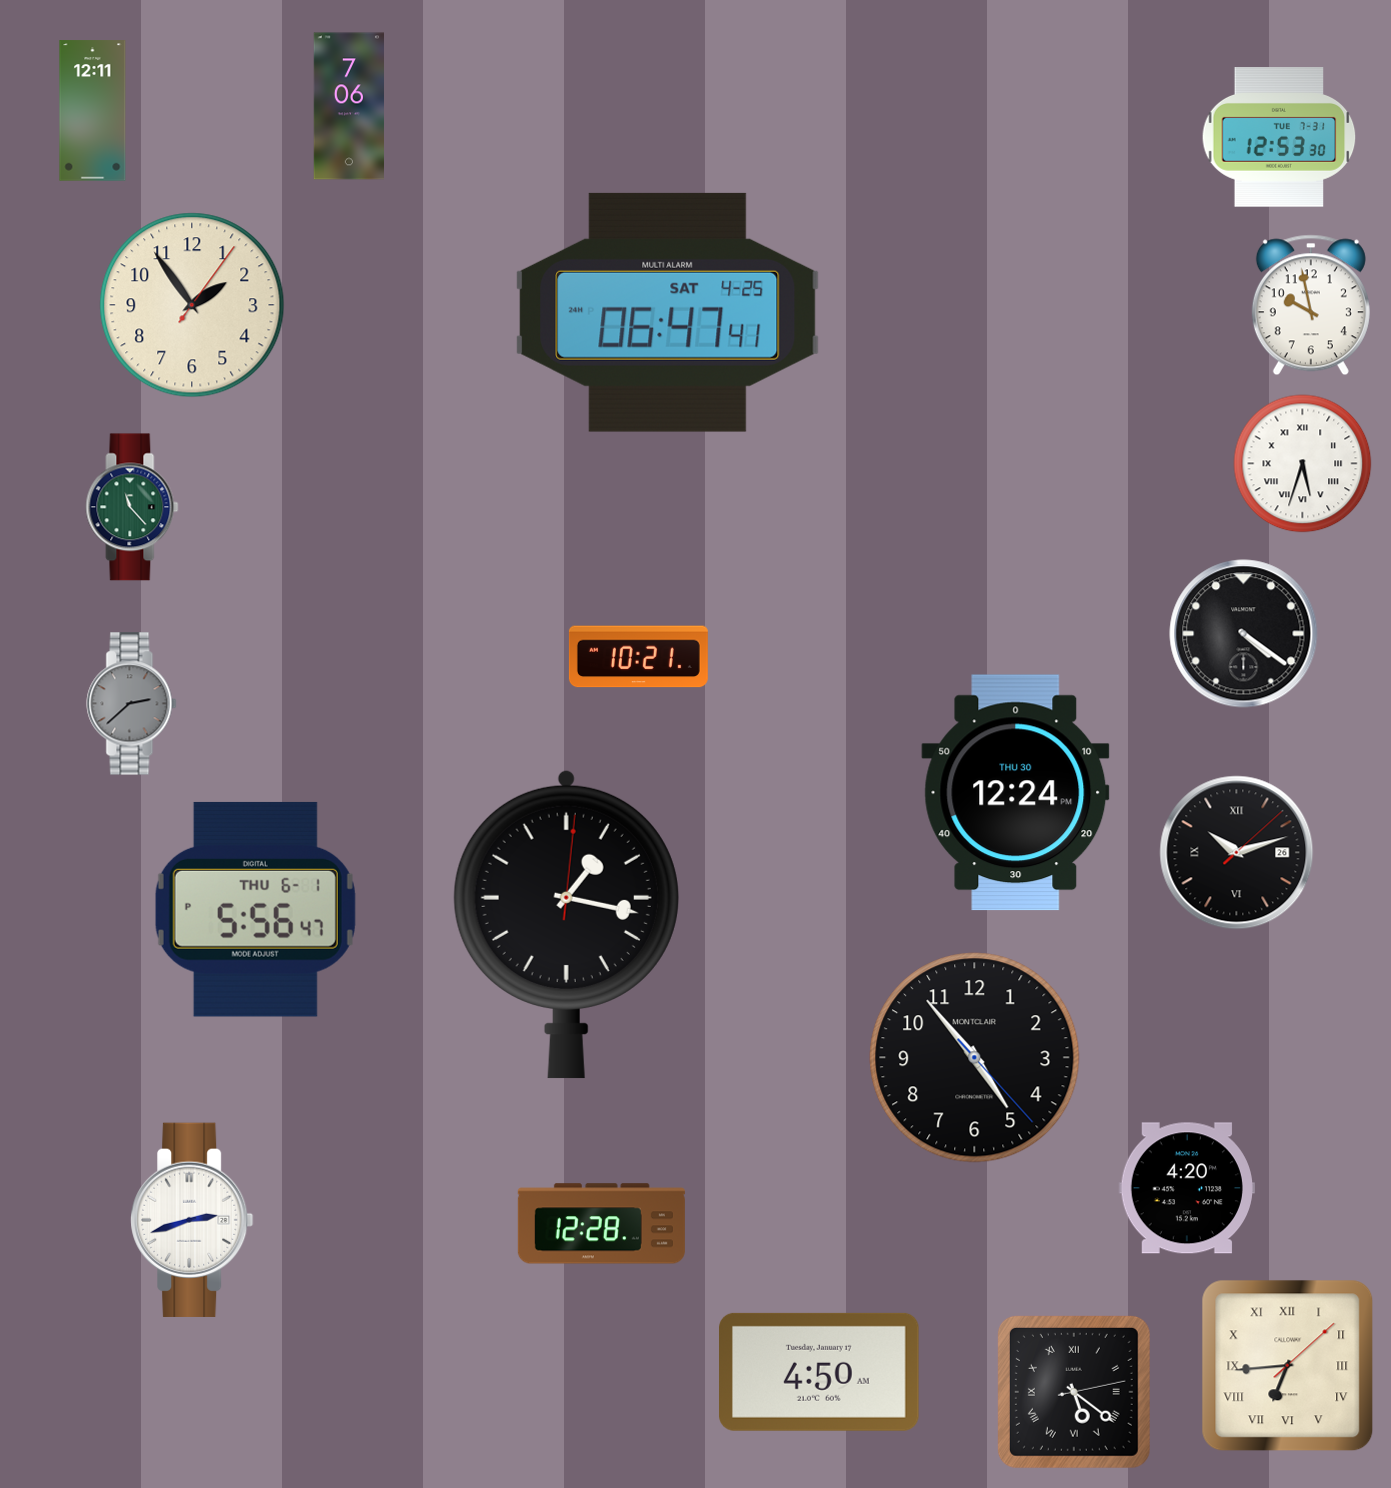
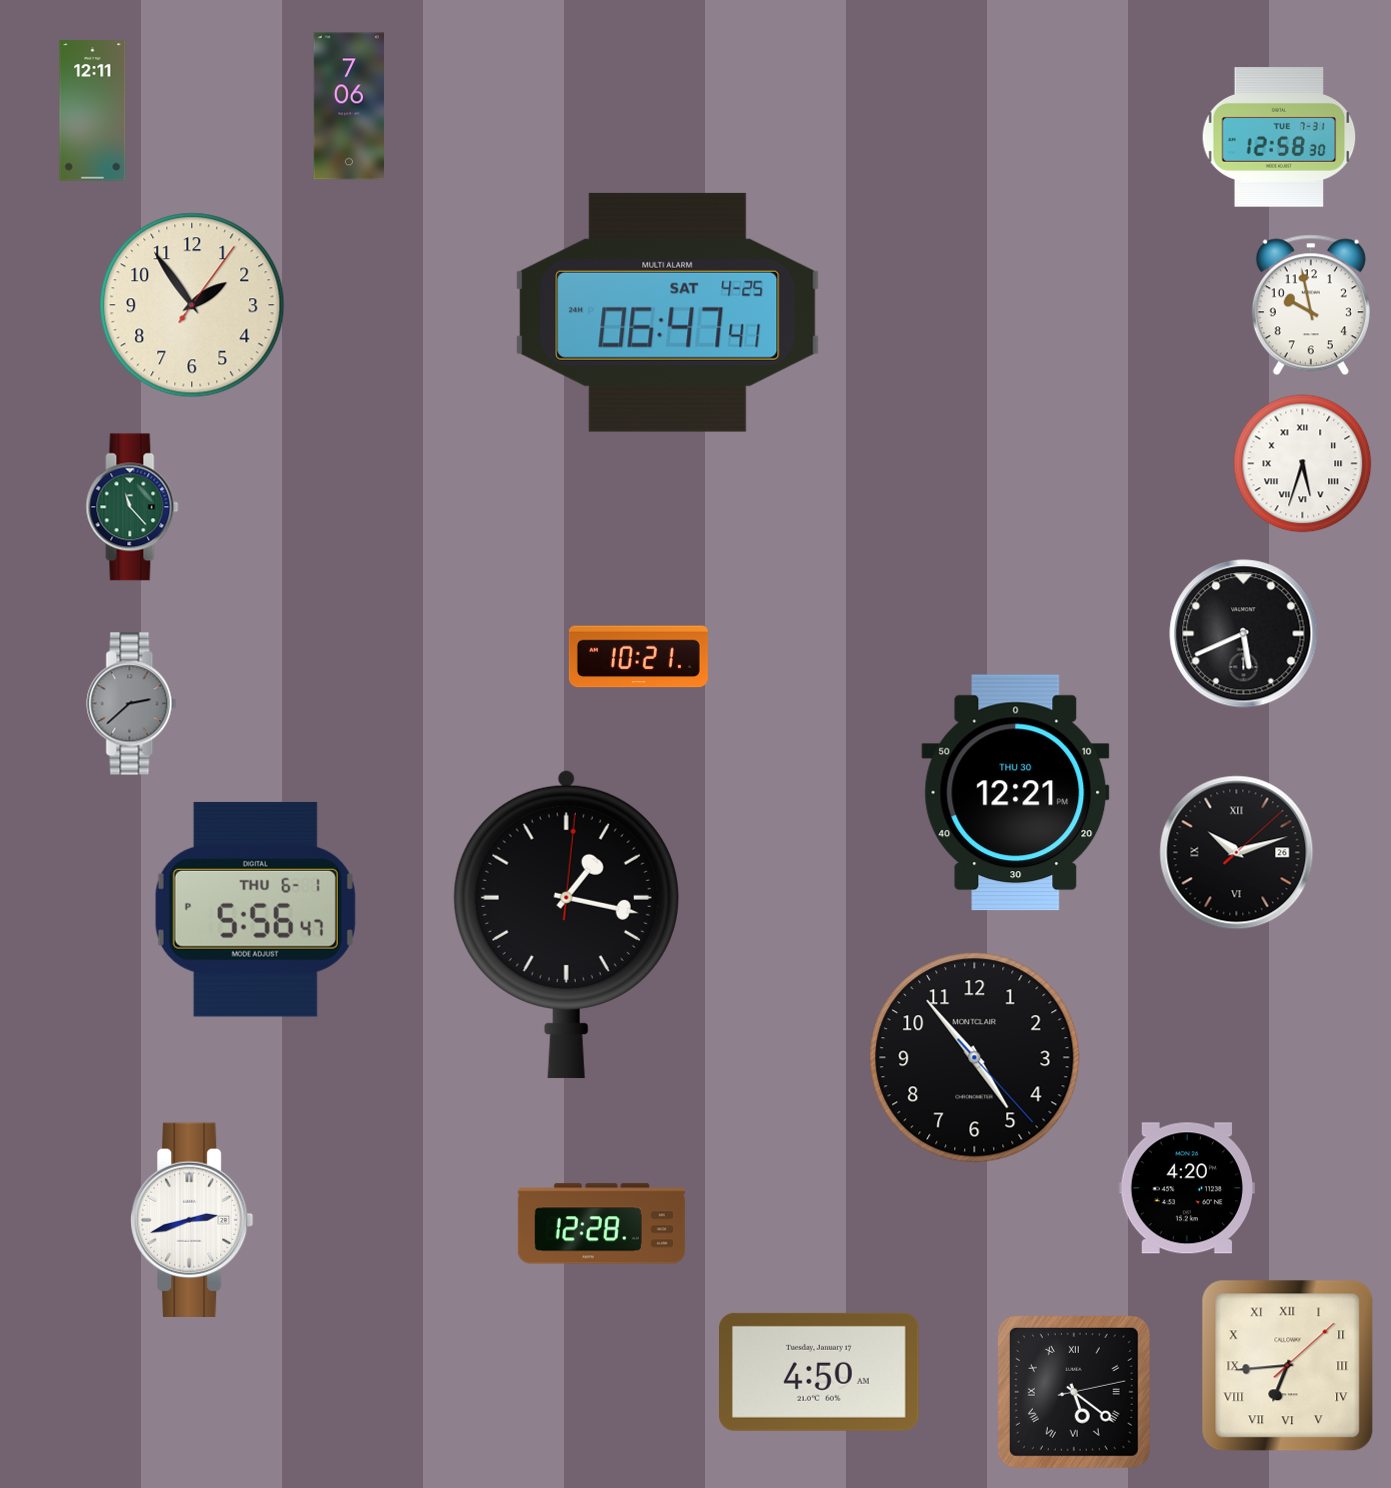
clock at (1279, 137): 12:53 -> 12:58
clock at (1244, 634): 4:21 -> 5:41
clock at (1016, 793): 12:24 -> 12:21
